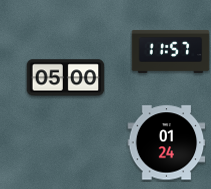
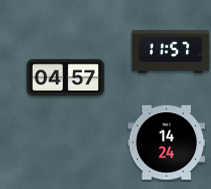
clock at (65, 78): 05:00 -> 04:57
clock at (166, 143): 01:24 -> 14:24
